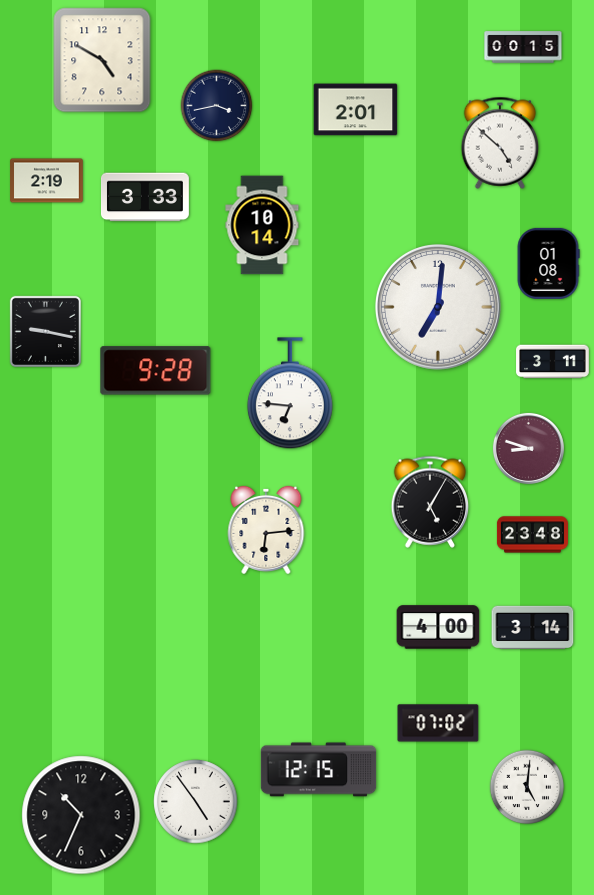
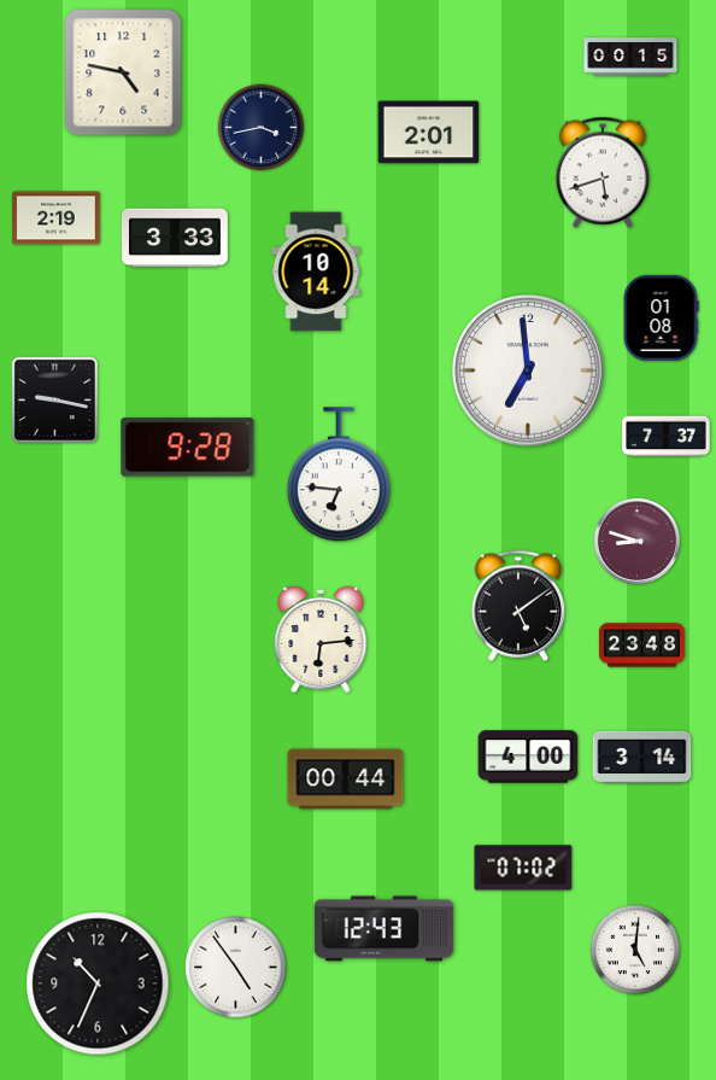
clock at (102, 60): 4:50 -> 4:47
clock at (500, 143): 4:52 -> 5:42
clock at (438, 307): 7:01 -> 6:59
clock at (553, 362): 3:11 -> 7:37
clock at (290, 394) position: (290, 394) -> (339, 475)
clock at (430, 502): 5:05 -> 5:09
clock at (346, 780): none -> 00:44
clock at (438, 723) position: (438, 723) -> (523, 868)
clock at (319, 770): 12:15 -> 12:43
